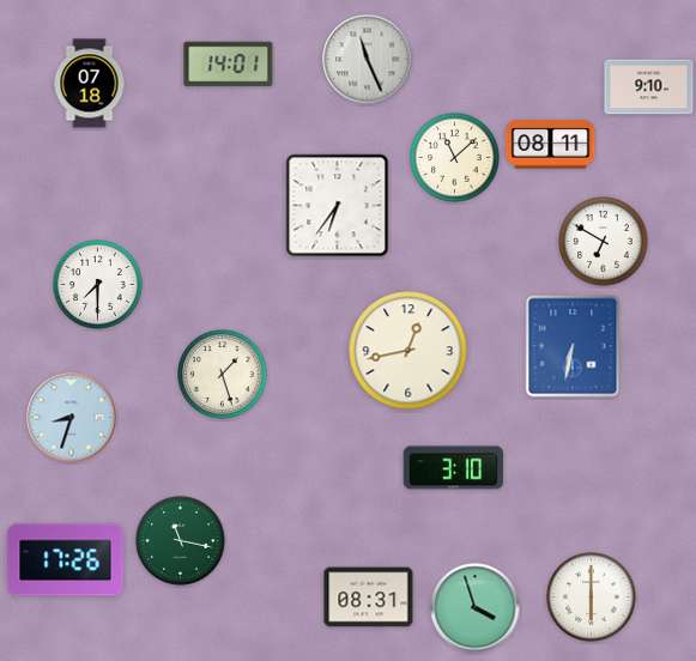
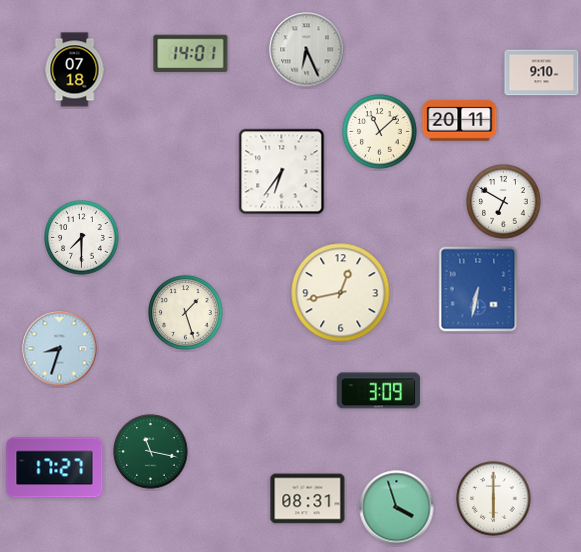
clock at (368, 60): 11:26 -> 6:26
clock at (551, 145): 08:11 -> 20:11
clock at (454, 468): 3:10 -> 3:09
clock at (66, 560): 17:26 -> 17:27
